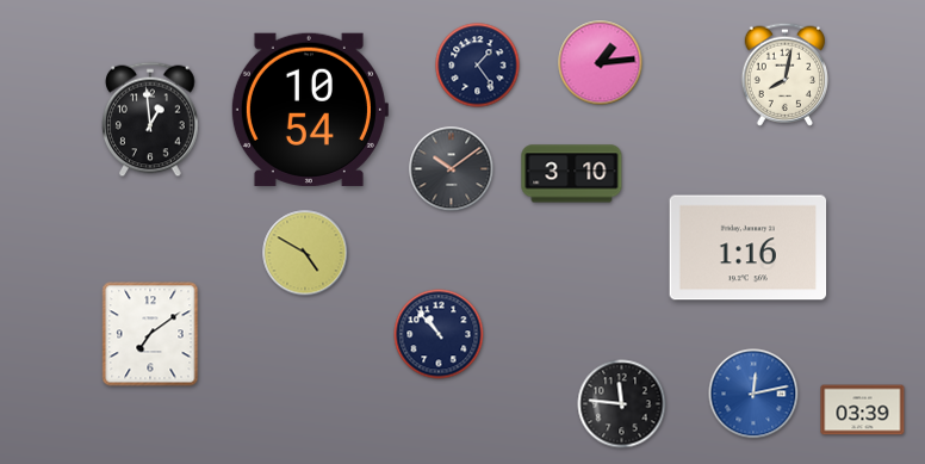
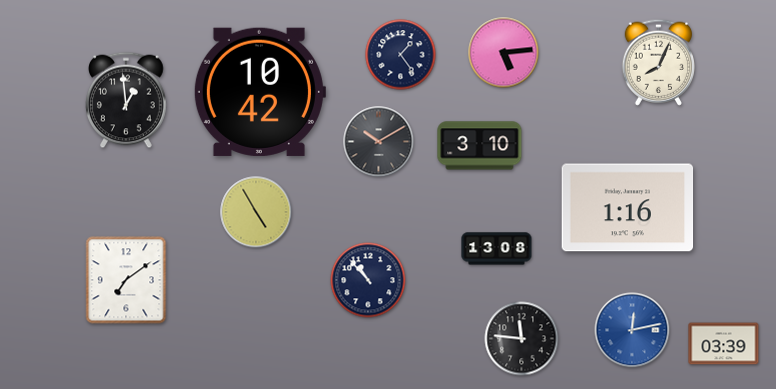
clock at (601, 63): 1:14 -> 5:14
clock at (784, 74): 8:02 -> 8:04
clock at (309, 110): 10:54 -> 10:42
clock at (452, 169): 10:09 -> 10:10
clock at (305, 253): 4:50 -> 4:55
clock at (497, 249): none -> 13:08
